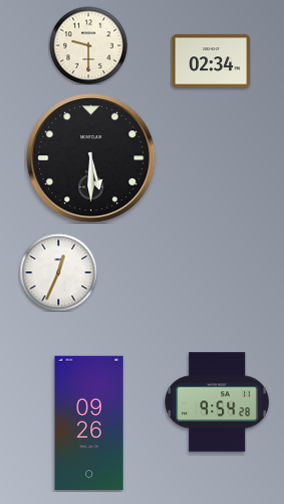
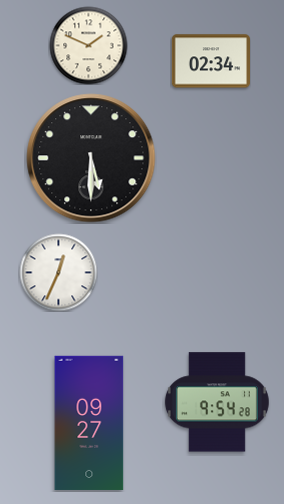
clock at (88, 45): 9:30 -> 1:49
clock at (89, 423): 09:26 -> 09:27
